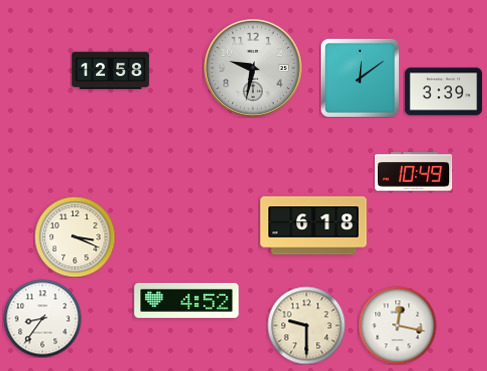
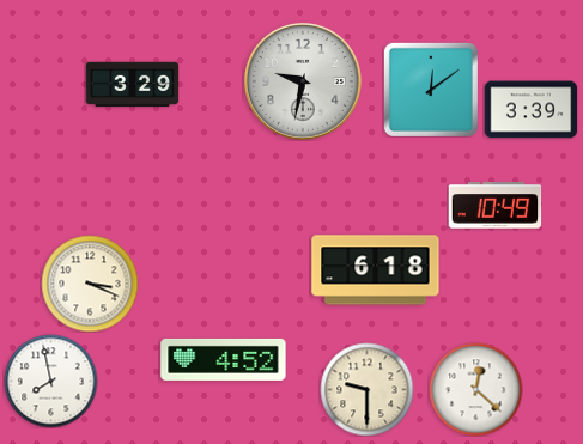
clock at (110, 71): 12:58 -> 3:29
clock at (360, 78) position: (360, 78) -> (431, 90)
clock at (42, 318): 8:36 -> 7:58
clock at (397, 325): 12:17 -> 12:22
